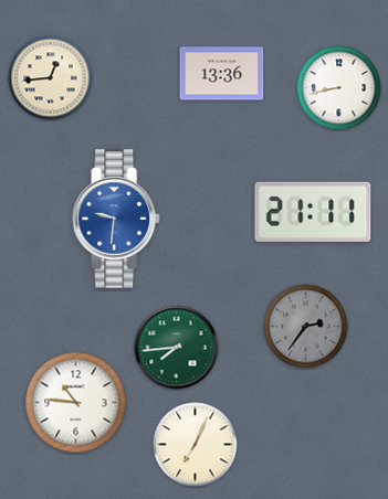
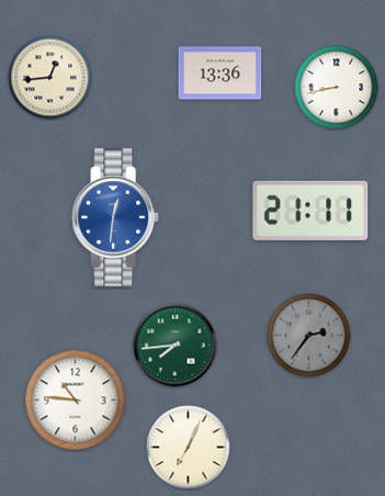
clock at (116, 219): 9:31 -> 12:31
clock at (306, 327) position: (306, 327) -> (309, 336)
clock at (196, 445) position: (196, 445) -> (189, 448)
